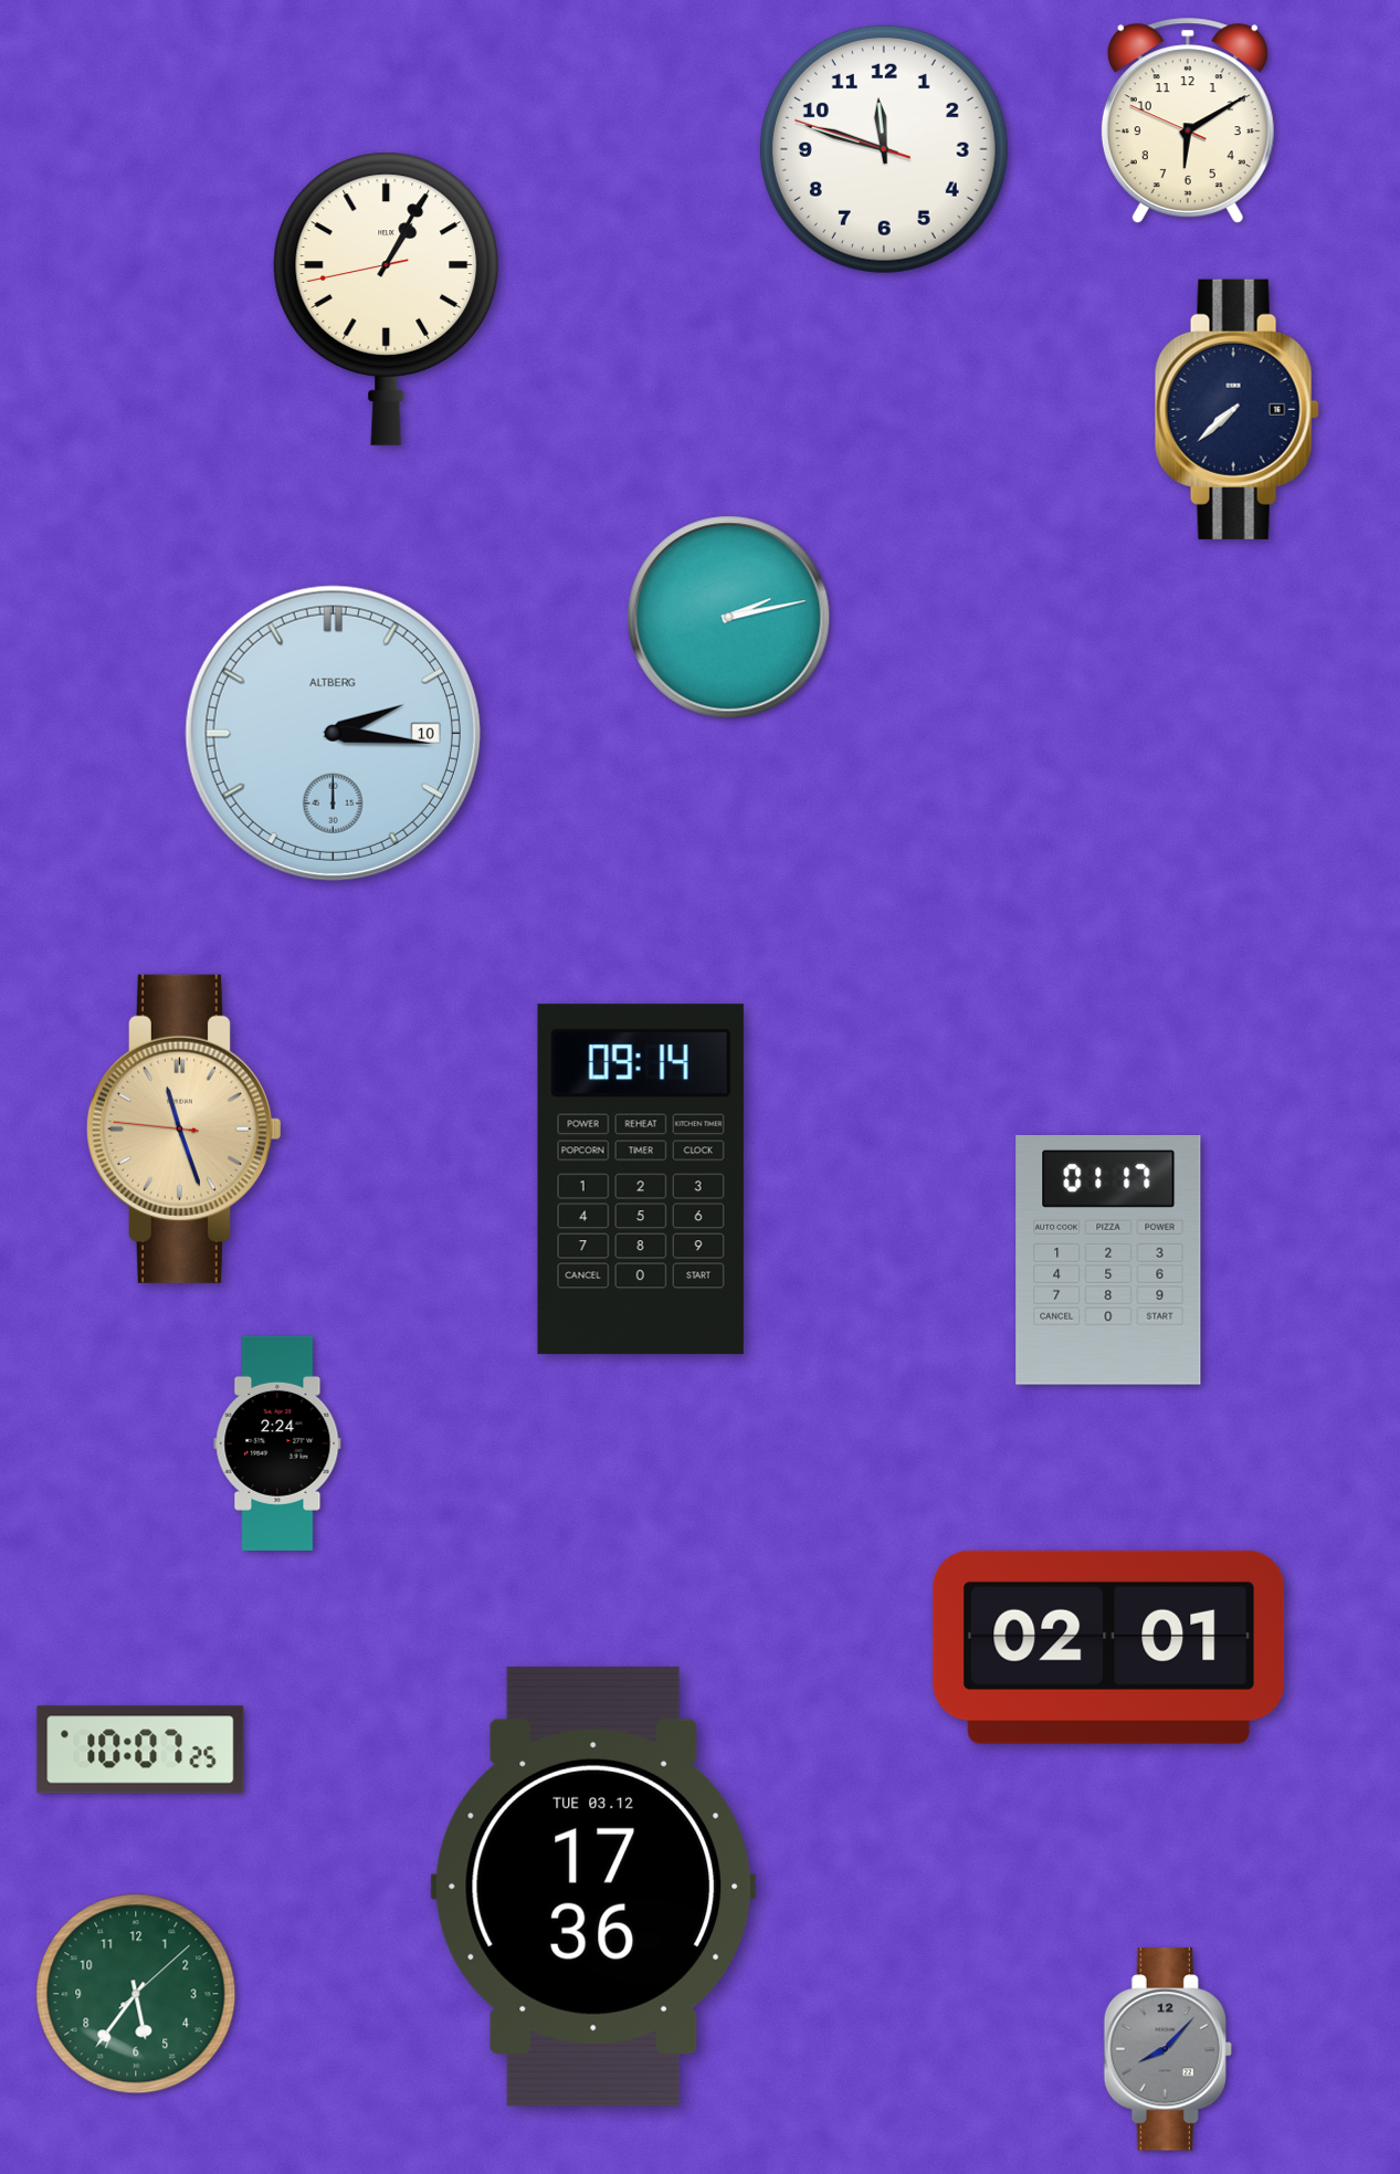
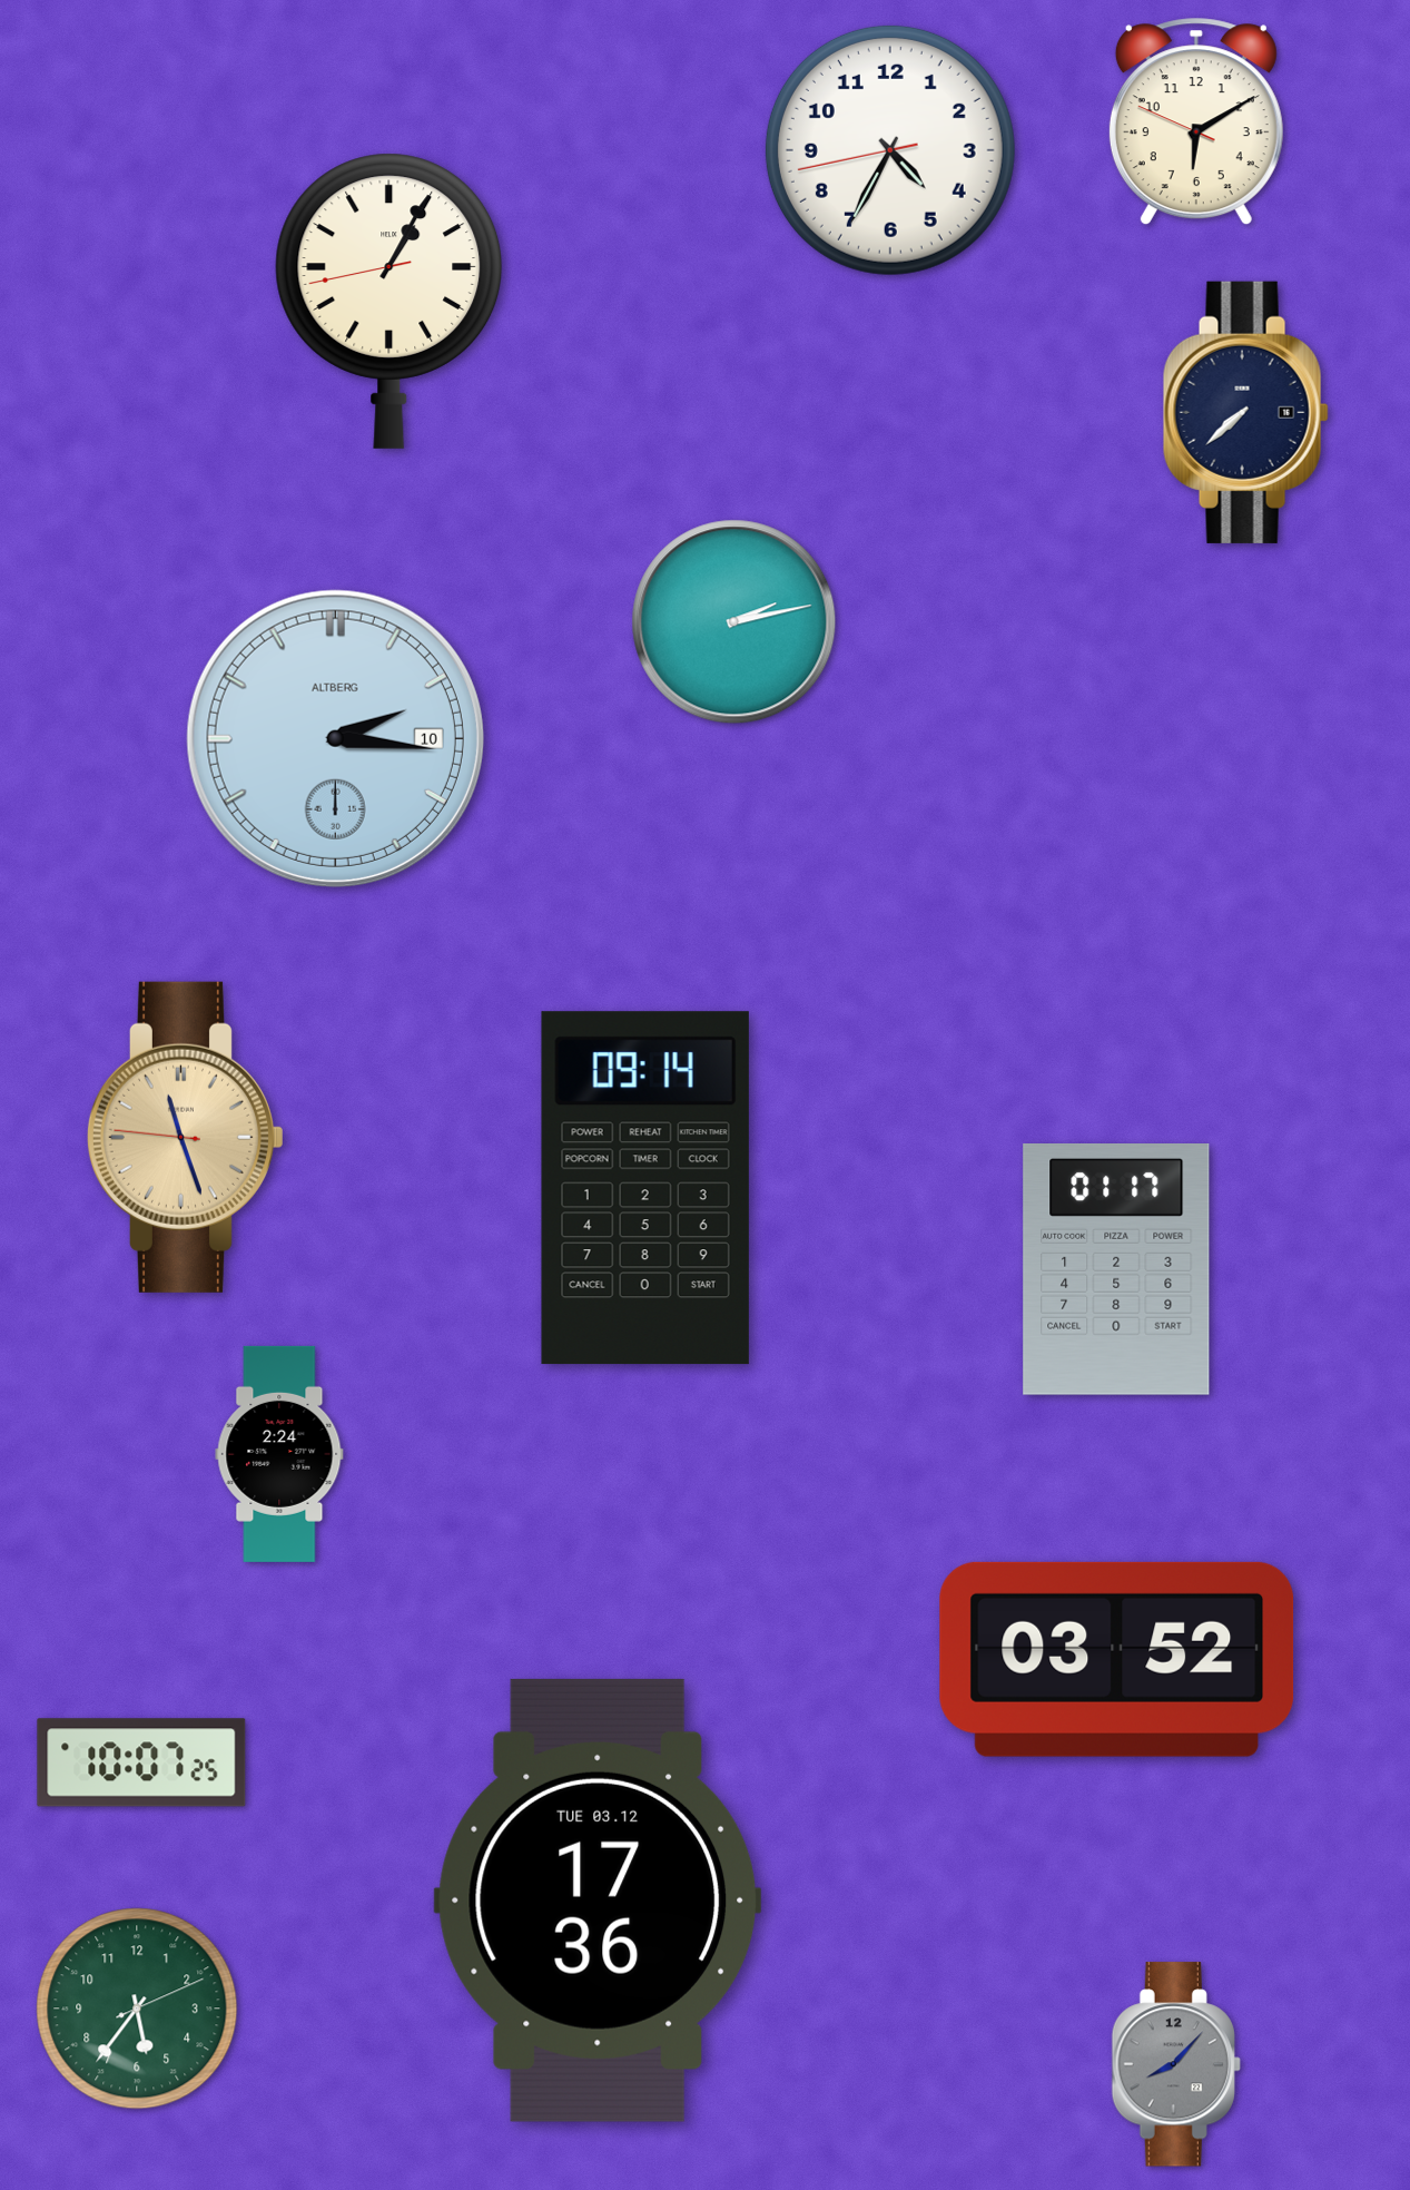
clock at (884, 149): 11:47 -> 4:34
clock at (1109, 1647): 02:01 -> 03:52
clock at (136, 1994): 5:36:08 -> 5:36:11
